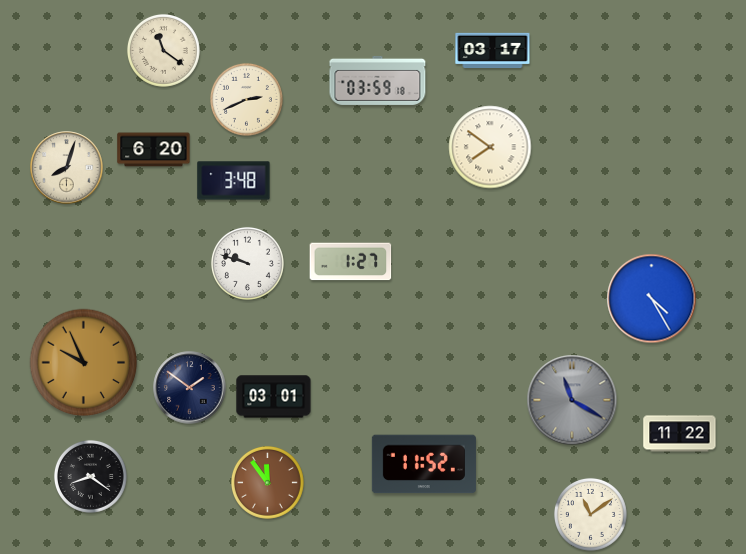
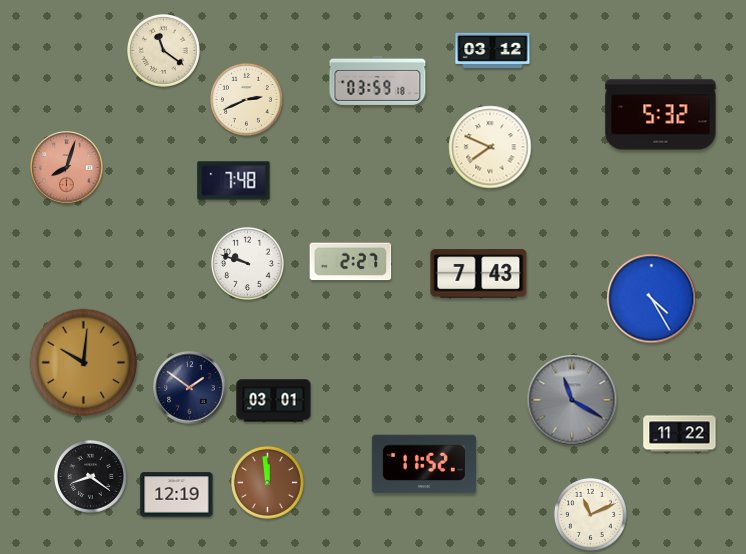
clock at (493, 50): 03:17 -> 03:12
clock at (661, 115): none -> 5:32
clock at (490, 147): 7:51 -> 7:49
clock at (154, 150): 6:20 -> none
clock at (67, 168) dial: cream -> salmon
clock at (234, 181): 3:48 -> 7:48
clock at (351, 262): 1:27 -> 2:27
clock at (479, 274): none -> 7:43
clock at (84, 363): 9:56 -> 10:01
clock at (274, 397) position: (274, 397) -> (274, 401)
clock at (267, 482): 11:54 -> 11:59
clock at (177, 495): none -> 12:19
clock at (590, 514): 11:09 -> 11:11
